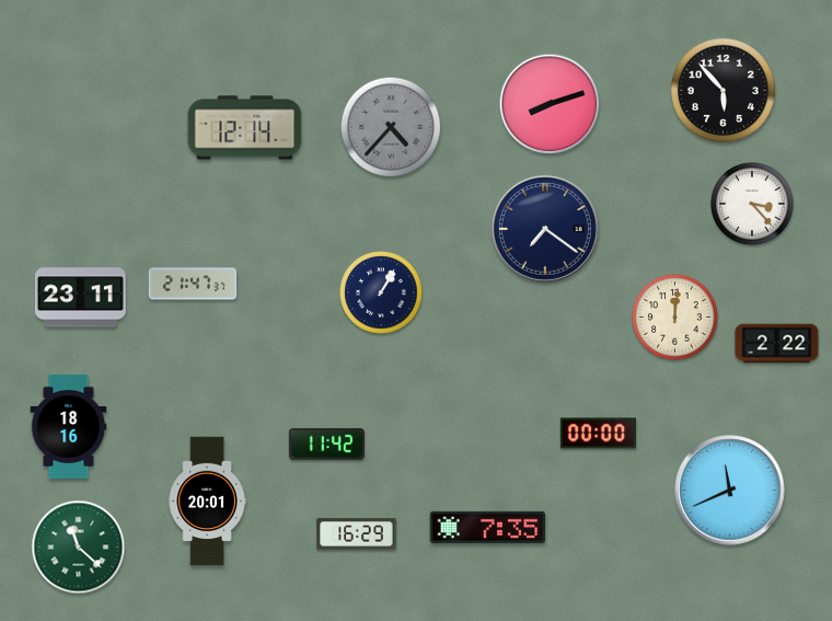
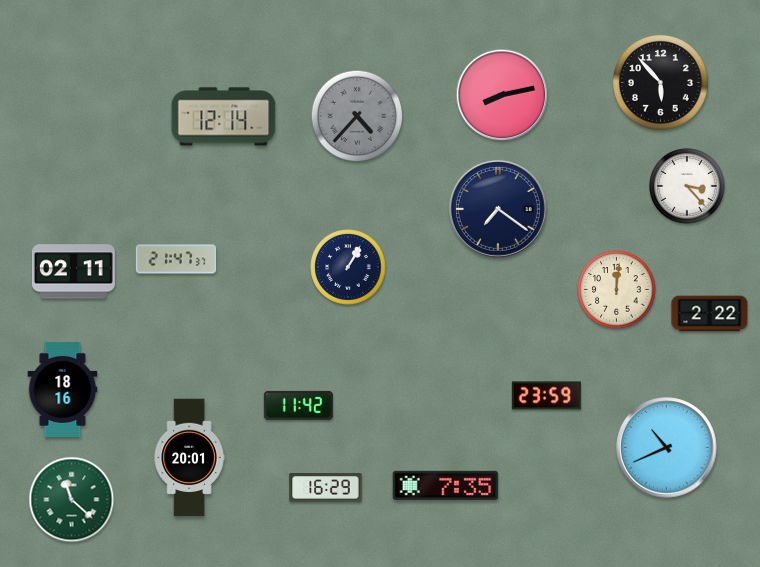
clock at (550, 104): 8:12 -> 8:13
clock at (80, 298): 23:11 -> 02:11
clock at (598, 434): 00:00 -> 23:59
clock at (730, 491): 11:41 -> 10:41
clock at (488, 527) position: (488, 527) -> (446, 485)
